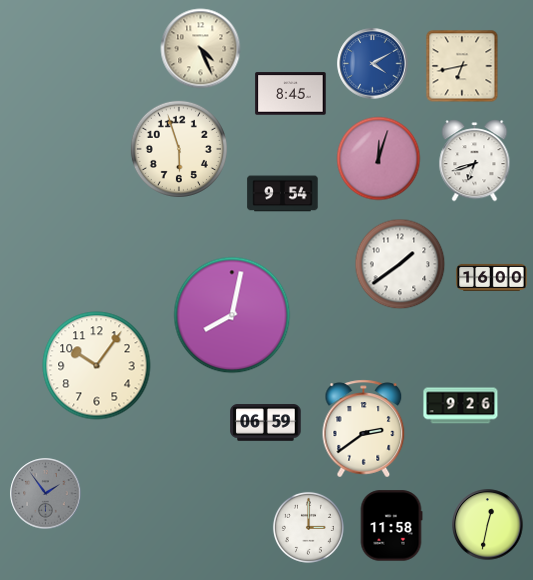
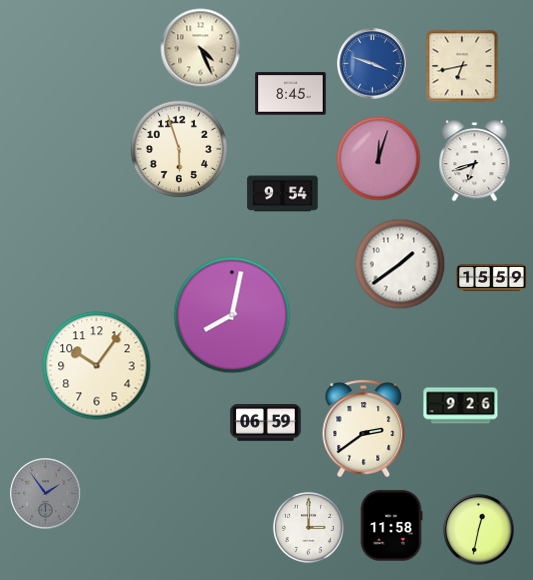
clock at (373, 64): 4:10 -> 3:48
clock at (492, 277): 16:00 -> 15:59
clock at (488, 525) position: (488, 525) -> (479, 530)
